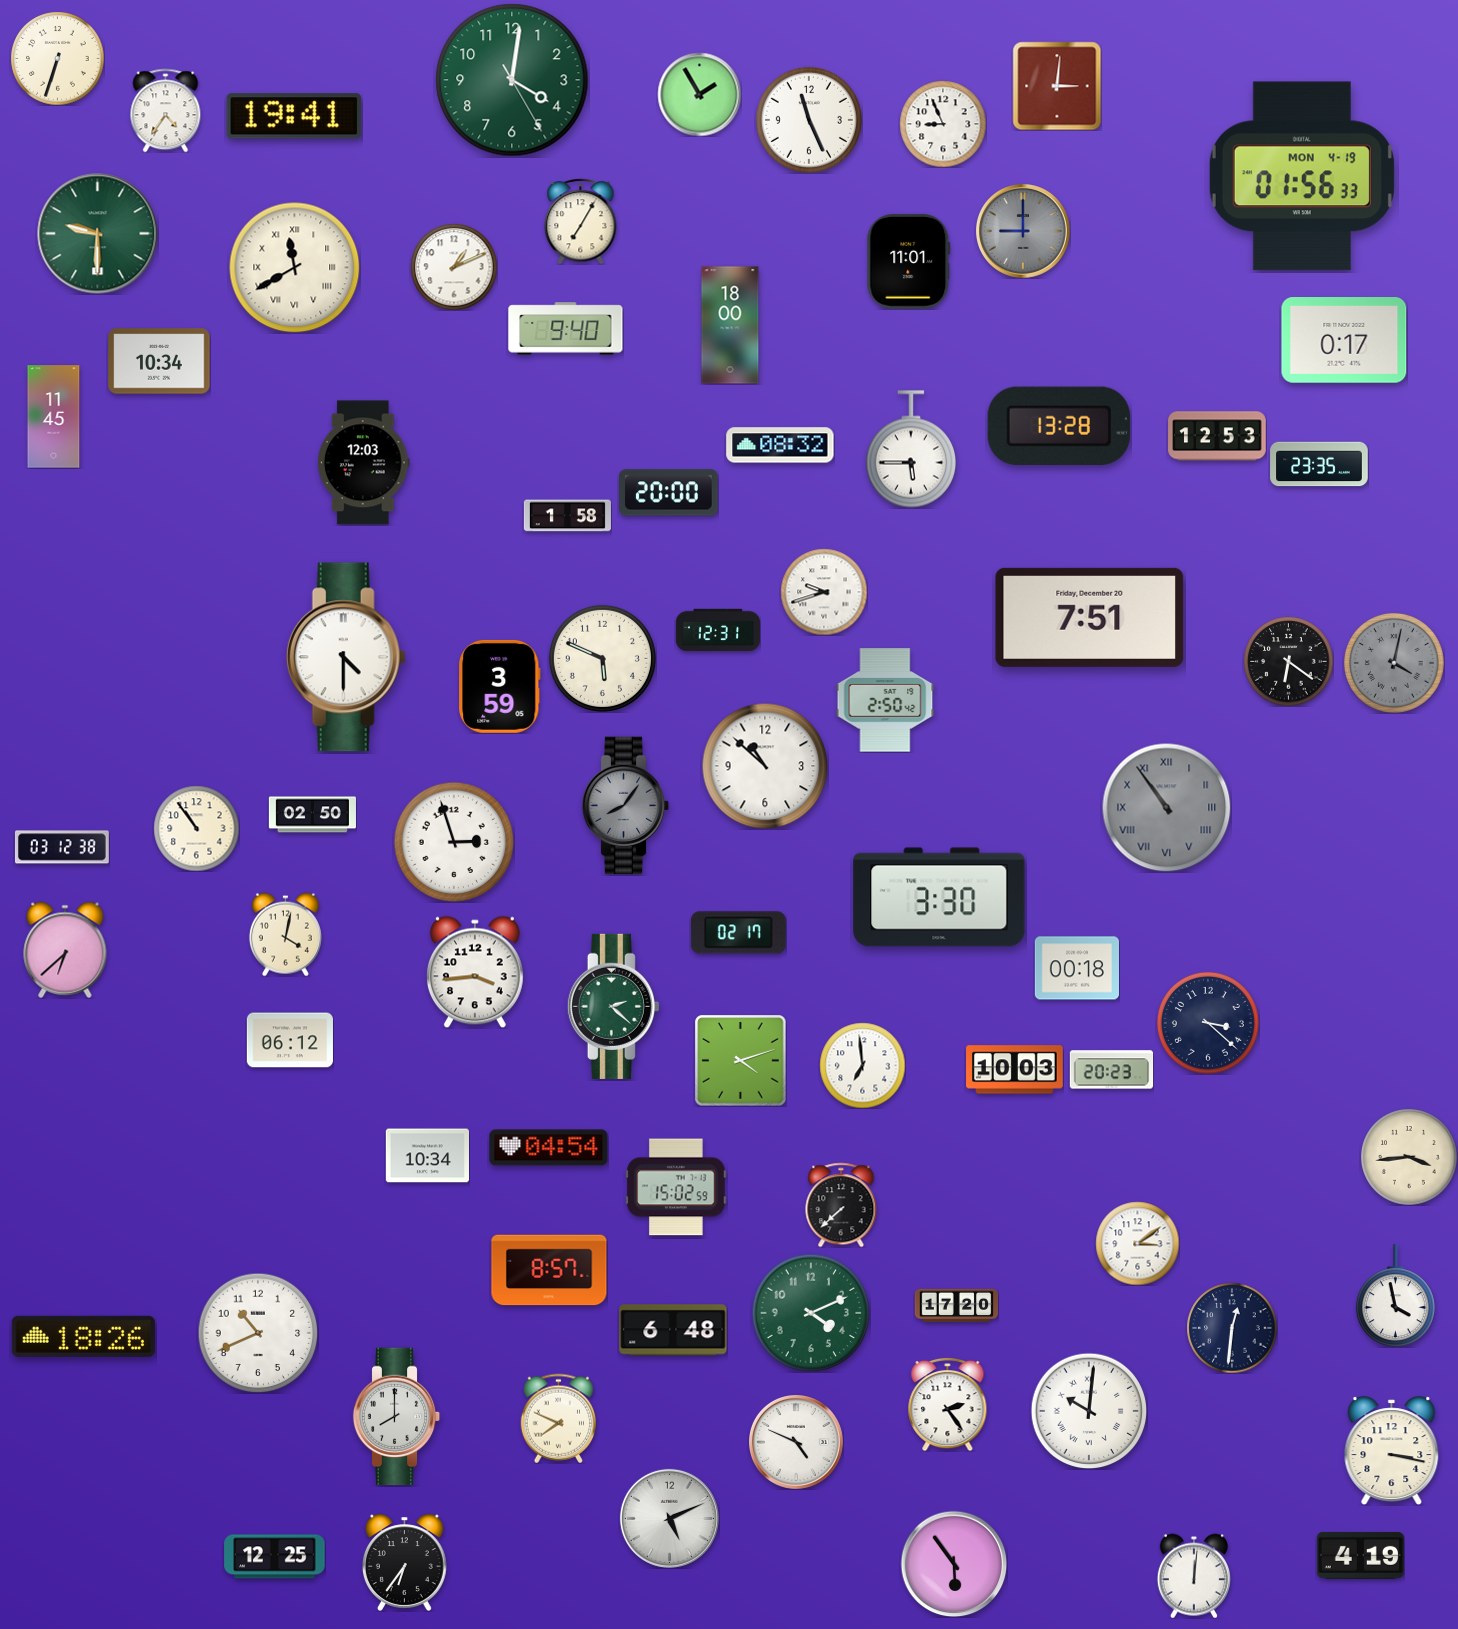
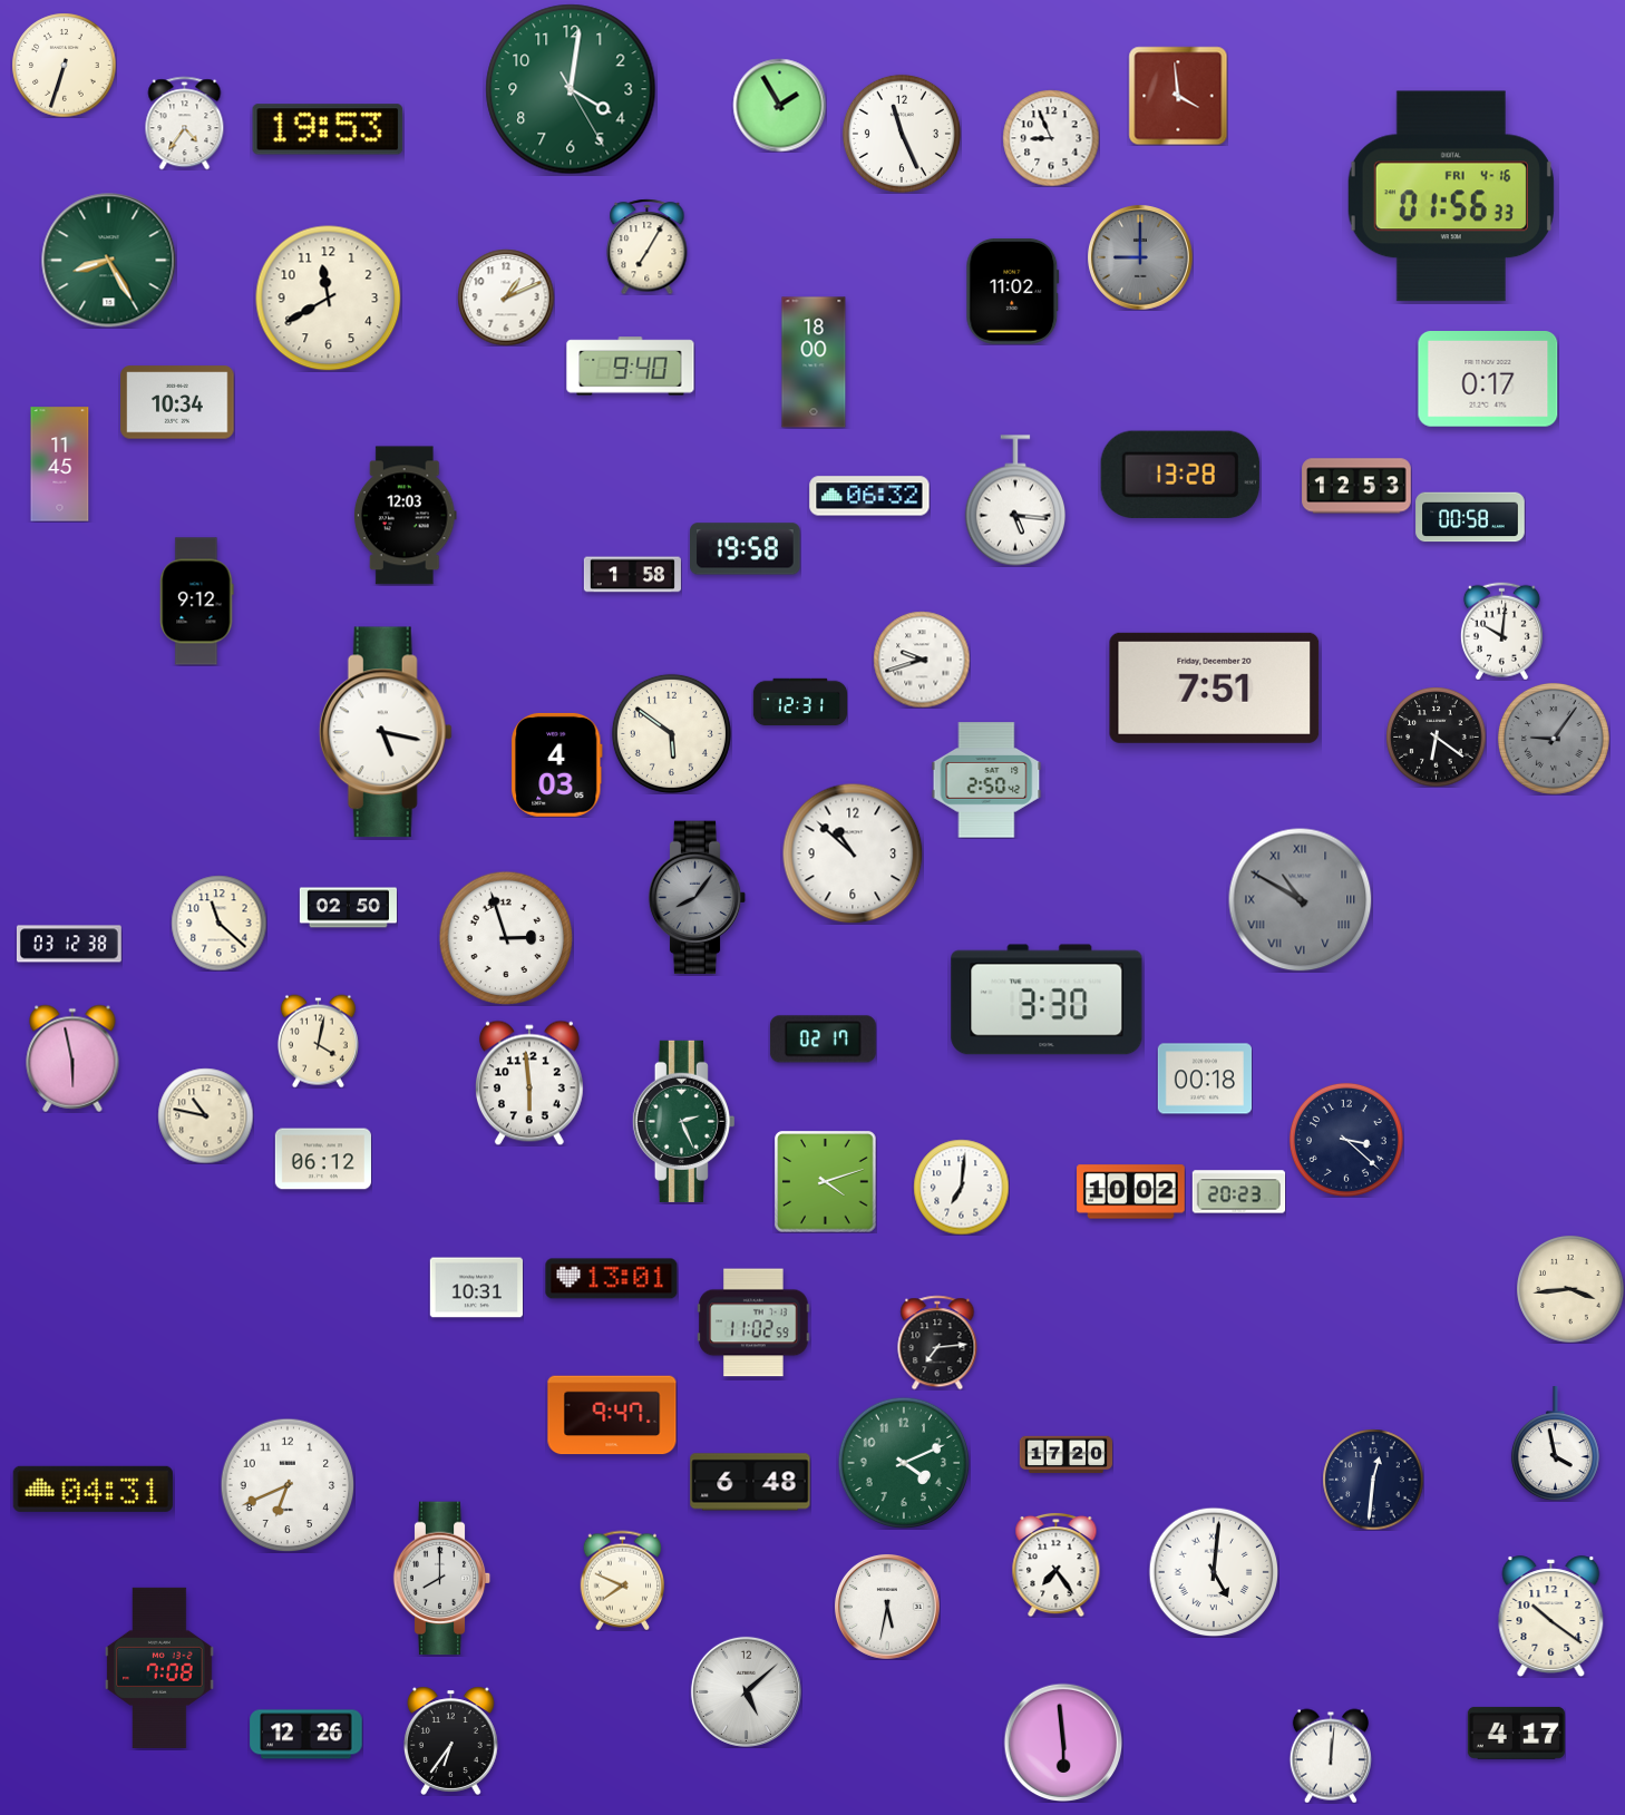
clock at (1057, 86): 3:01 -> 3:59
clock at (294, 116): 19:41 -> 19:53
clock at (1302, 176) date: MON 4-19 -> FRI 4-16
clock at (98, 234): 9:30 -> 8:25
clock at (909, 261): 11:01 -> 11:02
clock at (295, 268) numerals: Roman -> Arabic
clock at (1344, 341) position: (1344, 341) -> (1488, 380)
clock at (780, 445): 08:32 -> 06:32
clock at (910, 449): 5:45 -> 5:16
clock at (1319, 464): 23:35 -> 00:58
clock at (669, 493): 20:00 -> 19:58
clock at (197, 602): none -> 9:12
clock at (1501, 631): none -> 10:01
clock at (824, 592) position: (824, 592) -> (922, 660)
clock at (346, 657): 4:30 -> 5:17
clock at (602, 658): 5:49 -> 5:51
clock at (1394, 663): 4:02 -> 9:06
clock at (500, 686): 3:59 -> 4:03
clock at (1166, 807): 10:54 -> 10:50
clock at (196, 828): 10:54 -> 11:22
clock at (65, 950): 6:38 -> 5:58
clock at (1076, 968) position: (1076, 968) -> (1204, 1079)
clock at (475, 972): 3:44 -> 5:59
clock at (205, 1115): none -> 10:47
clock at (613, 1006): 2:22 -> 2:26
clock at (862, 1065): 6:59 -> 7:01
clock at (1015, 1070): 10:03 -> 10:02
clock at (549, 1148): 04:54 -> 13:01
clock at (427, 1156): 10:34 -> 10:31
clock at (676, 1187): 15:02 -> 11:02
clock at (841, 1205): 7:38 -> 7:14
clock at (1137, 1243): 3:09 -> none
clock at (549, 1270): 8:57 -> 9:47
clock at (258, 1333): 10:41 -> 6:41
clock at (83, 1336): 18:26 -> 04:31
clock at (948, 1404): 2:24 -> 7:24
clock at (1089, 1411): 10:01 -> 5:01
clock at (796, 1442): 4:49 -> 5:32
clock at (1392, 1451): 3:17 -> 10:21
clock at (159, 1668): none -> 7:08
clock at (669, 1518): 5:11 -> 5:08
clock at (1360, 1555): 4:19 -> 4:17
clock at (275, 1557): 12:25 -> 12:26
clock at (954, 1564): 5:54 -> 5:59
